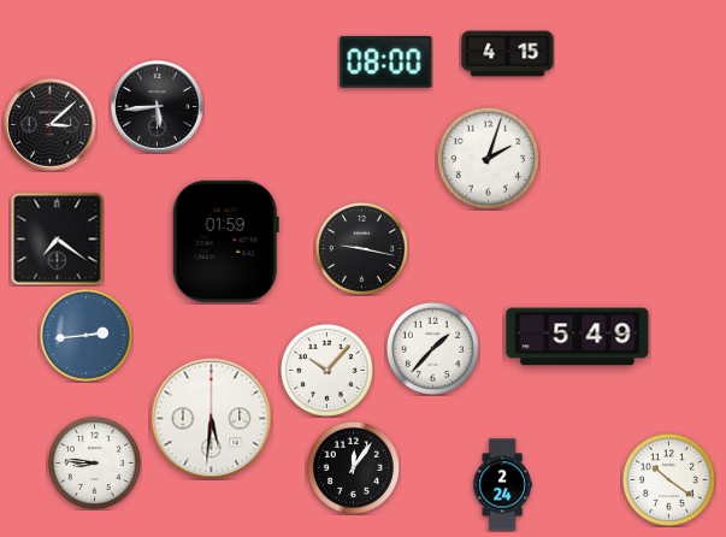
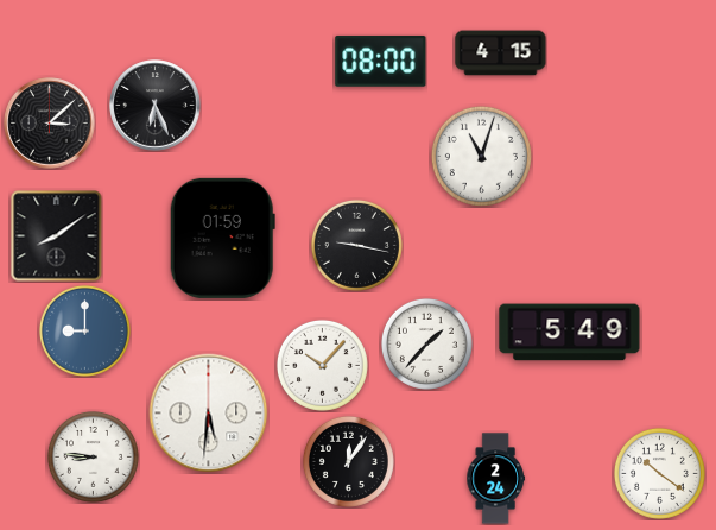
clock at (158, 107): 5:44 -> 6:26
clock at (488, 158): 2:03 -> 11:03
clock at (58, 240): 7:21 -> 8:09
clock at (85, 335): 2:44 -> 9:00
